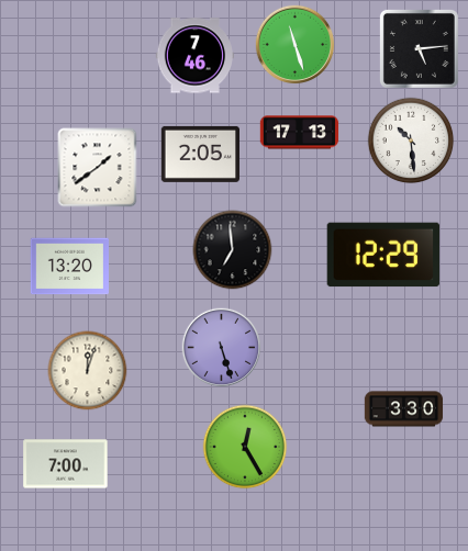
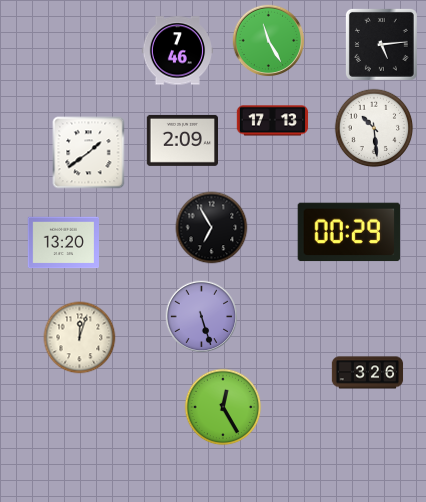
clock at (296, 45): 11:27 -> 11:25
clock at (200, 154): 2:05 -> 2:09
clock at (233, 250): 6:59 -> 6:55
clock at (383, 255): 12:29 -> 00:29
clock at (404, 409): 3:30 -> 3:26
clock at (66, 464): 7:00 -> none
